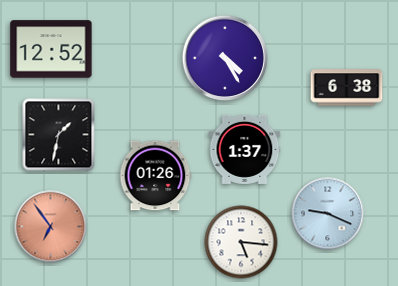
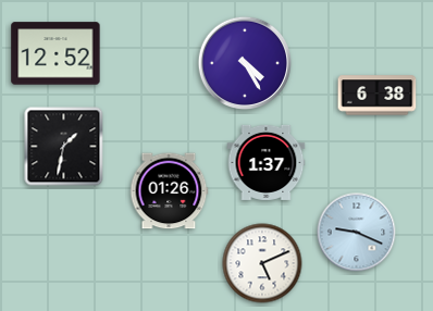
clock at (51, 227): 6:54 -> none
clock at (241, 242): 5:16 -> 5:11
